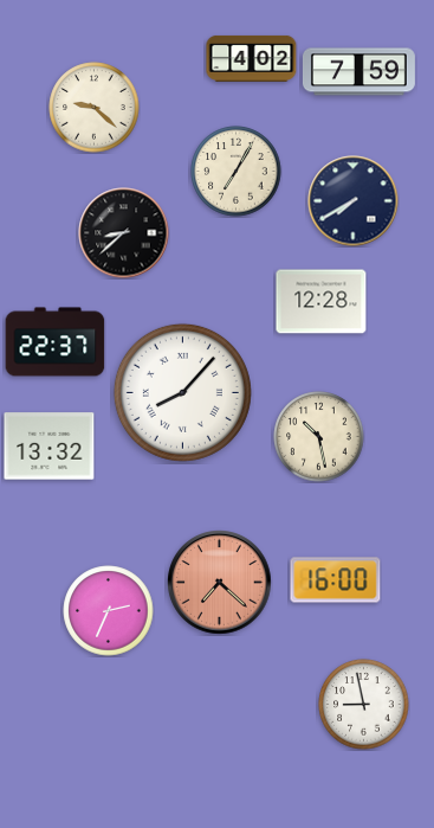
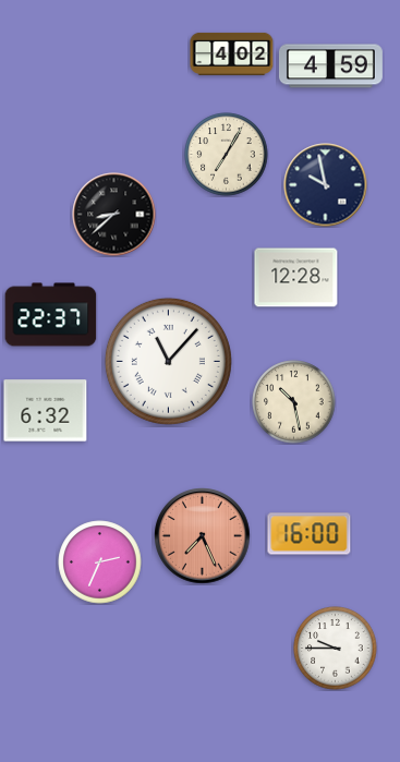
clock at (358, 72): 7:59 -> 4:59
clock at (95, 108): 9:22 -> none
clock at (237, 172) position: (237, 172) -> (227, 155)
clock at (354, 201): 7:40 -> 9:58
clock at (182, 392): 8:07 -> 11:07
clock at (50, 447): 13:32 -> 6:32
clock at (220, 583): 7:22 -> 7:26
clock at (364, 705): 8:58 -> 9:45
